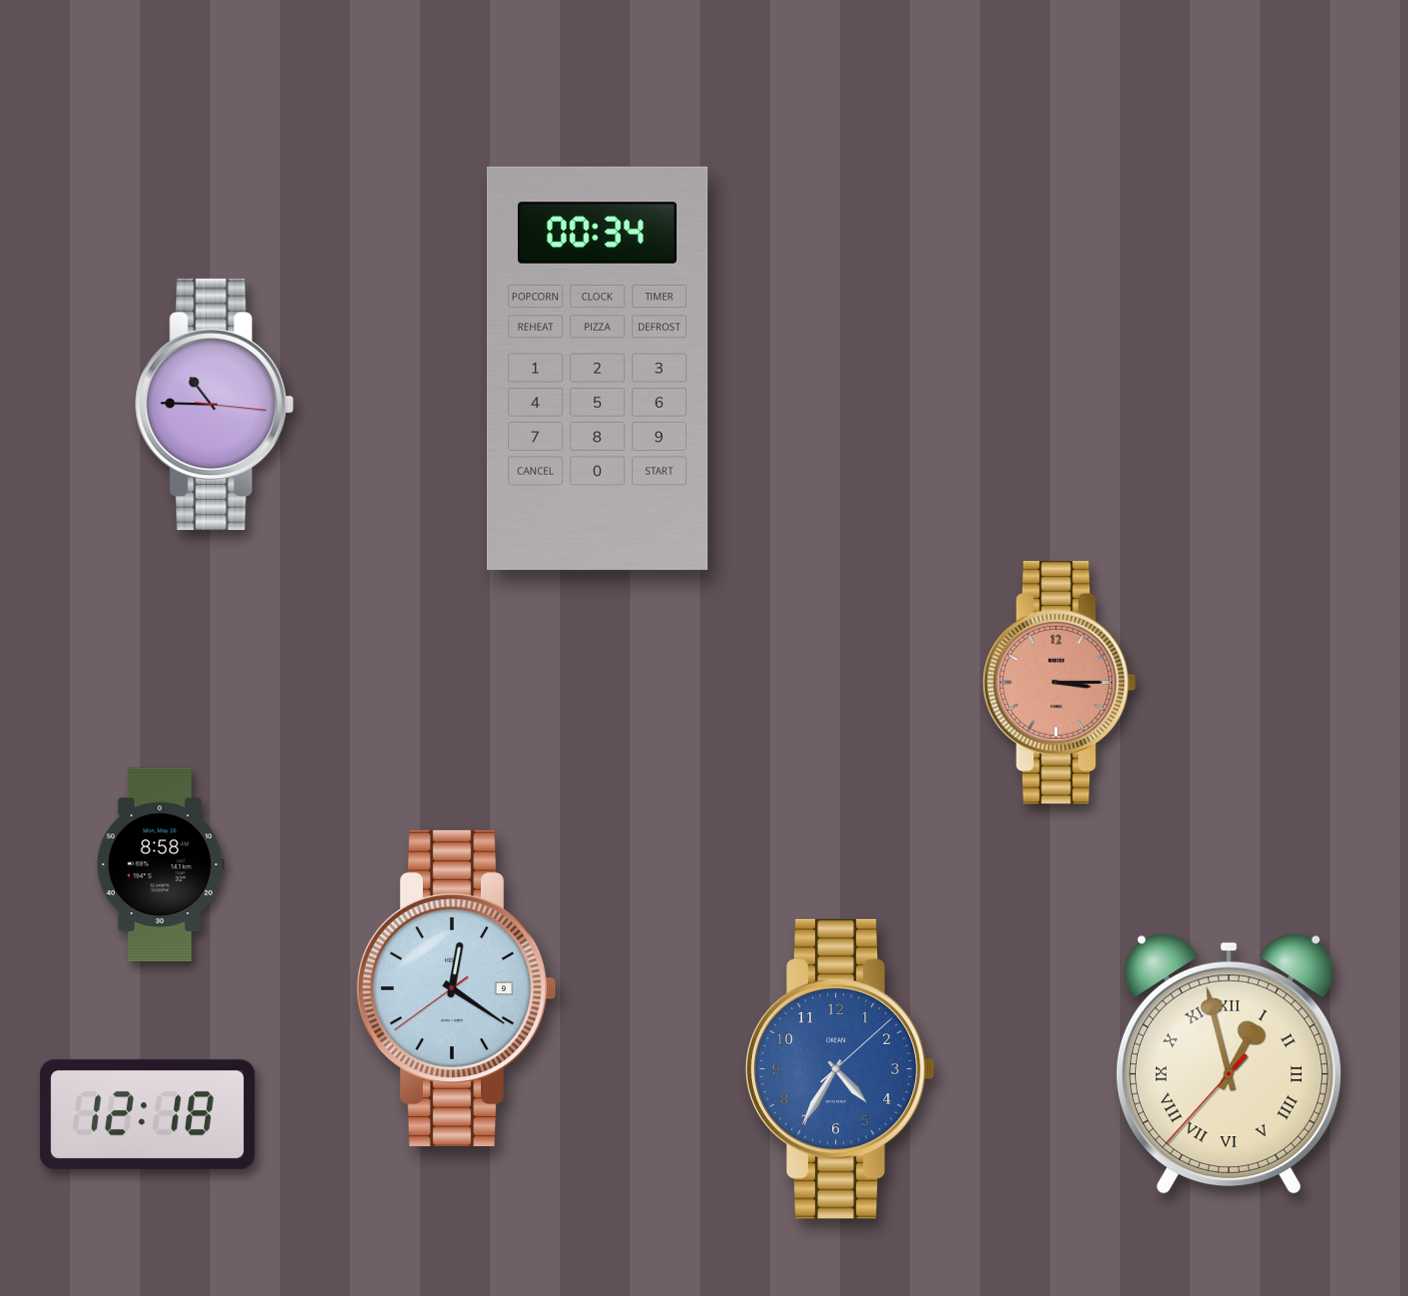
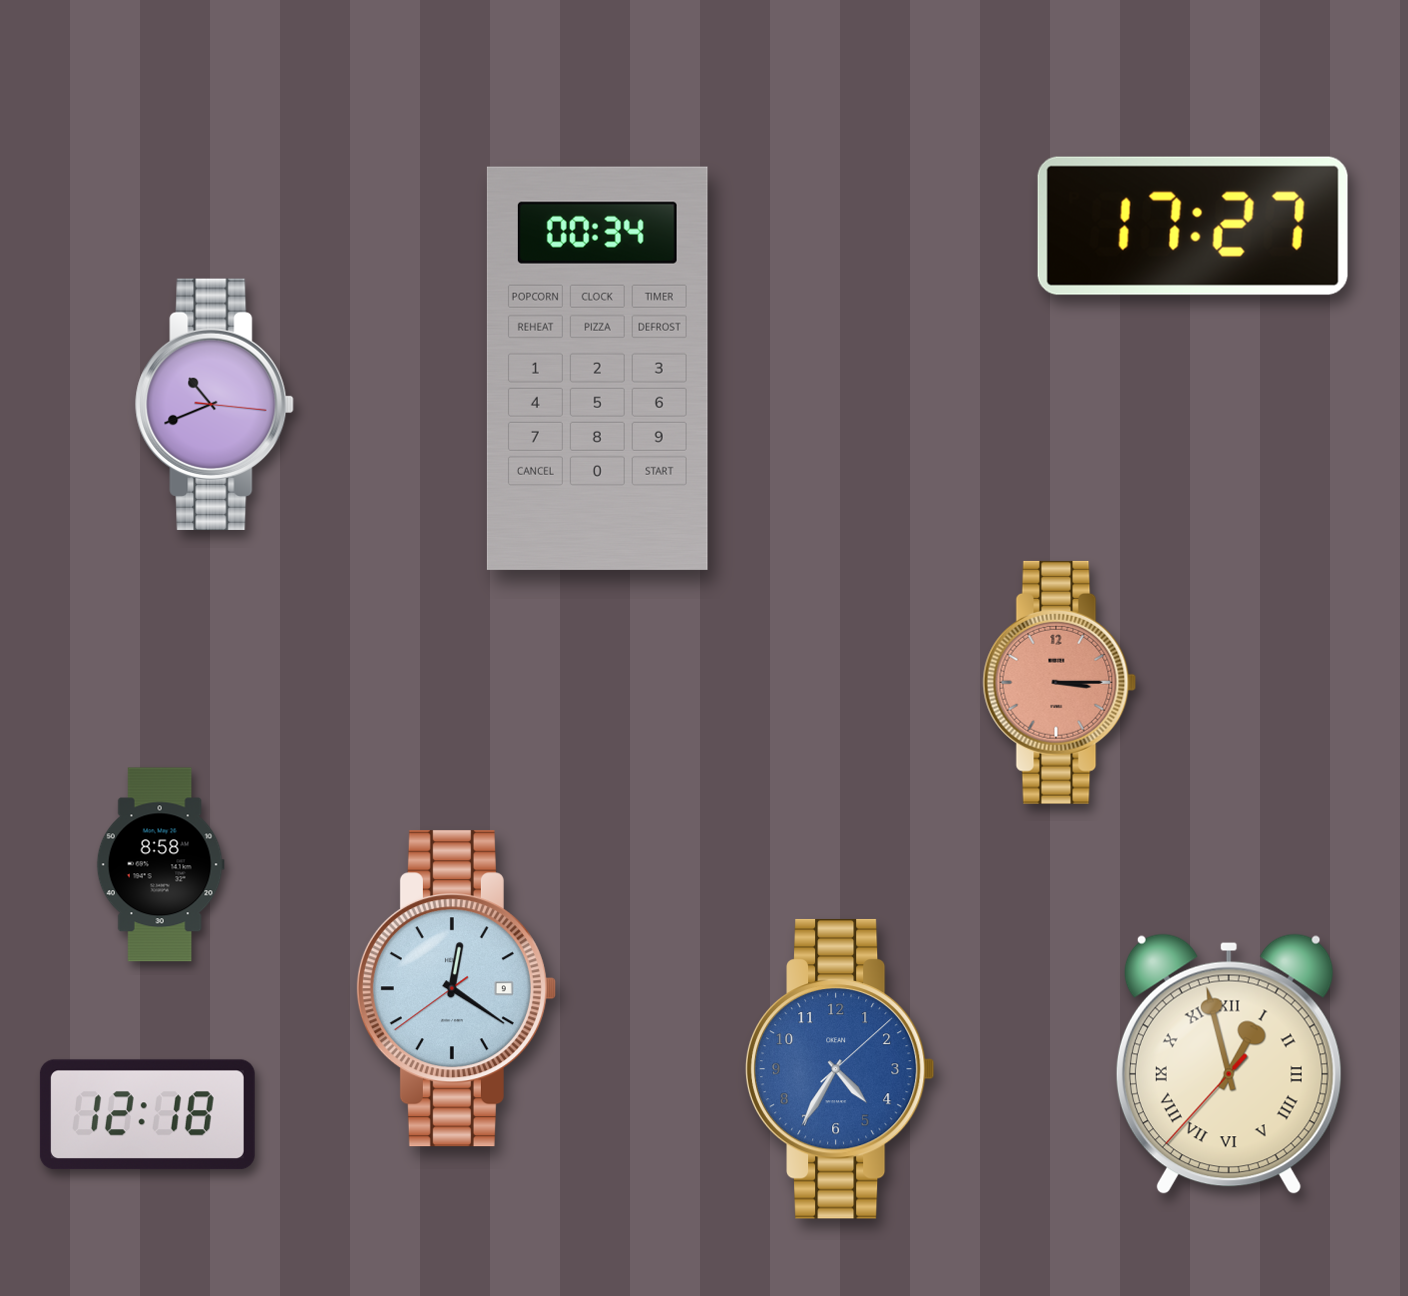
clock at (1193, 226): none -> 17:27
clock at (215, 404): 10:45 -> 10:41
